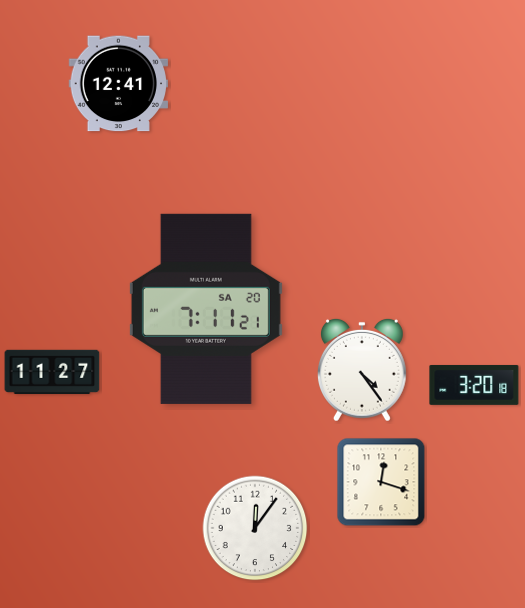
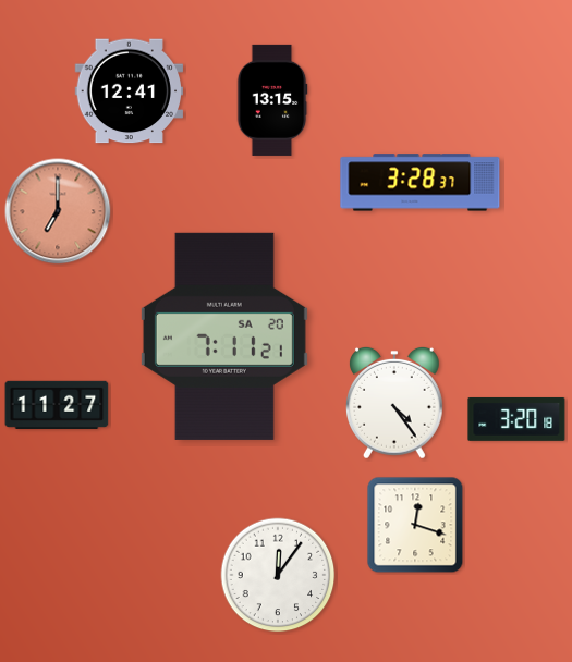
clock at (272, 100): none -> 13:15
clock at (421, 183): none -> 3:28
clock at (58, 211): none -> 7:00
